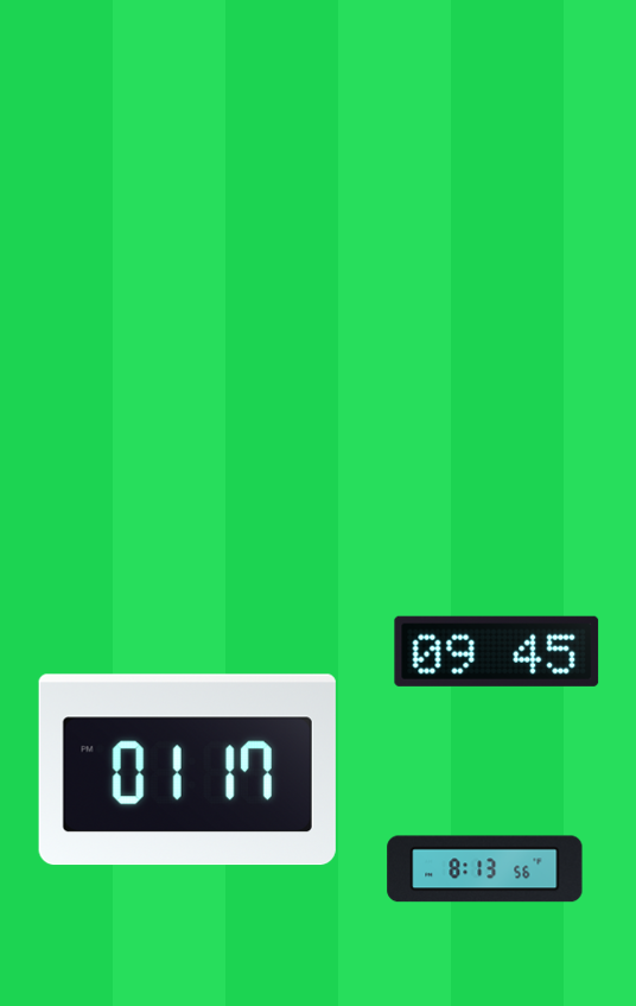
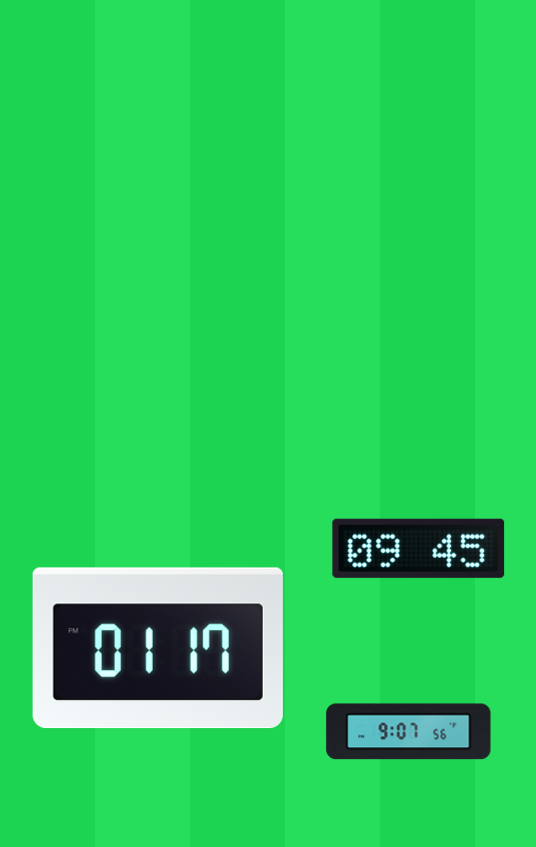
clock at (485, 869): 8:13 -> 9:07
